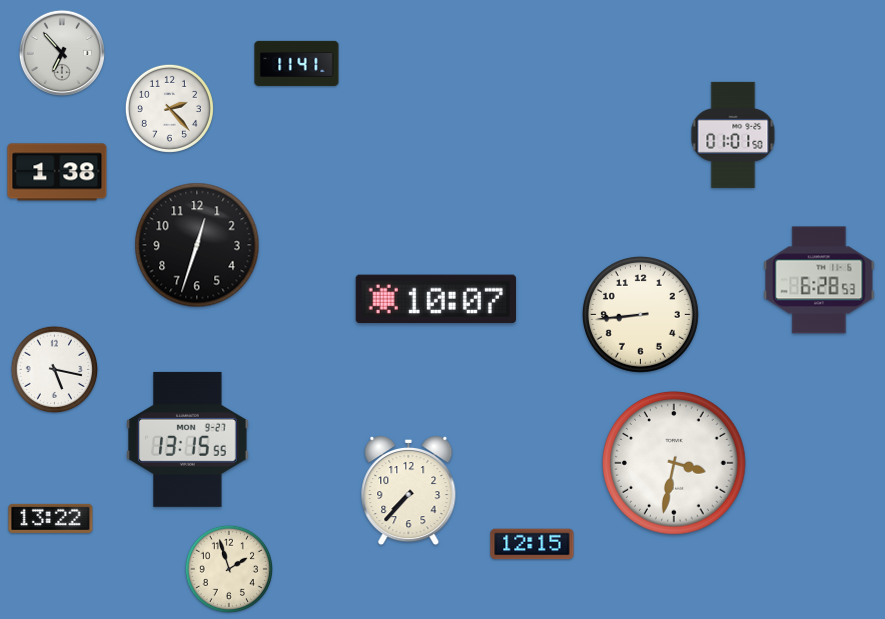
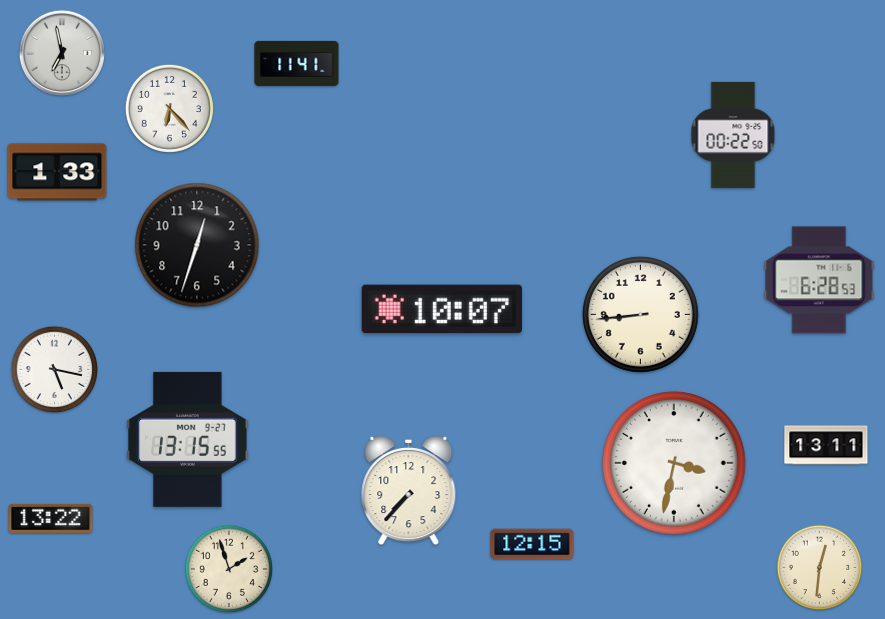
clock at (61, 52): 6:53 -> 6:58
clock at (169, 108): 2:23 -> 6:23
clock at (733, 135): 01:01 -> 00:22
clock at (57, 172): 1:38 -> 1:33
clock at (435, 299) position: (435, 299) -> (441, 309)
clock at (826, 445): none -> 13:11
clock at (820, 568): none -> 12:31
